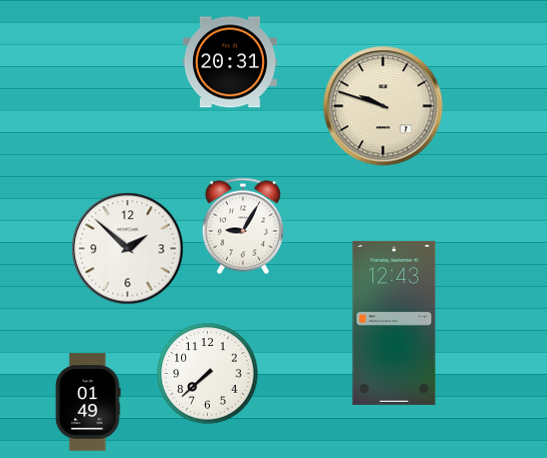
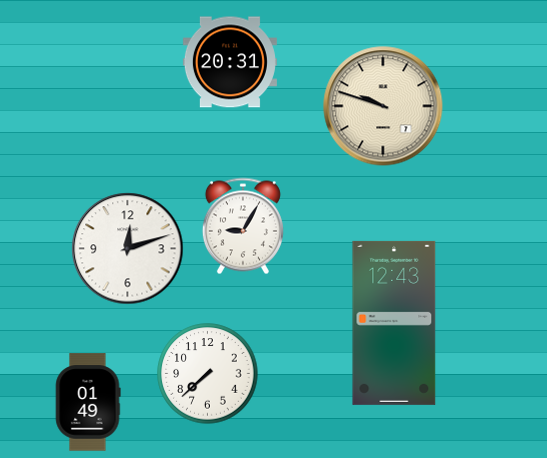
clock at (128, 249): 1:52 -> 12:12
